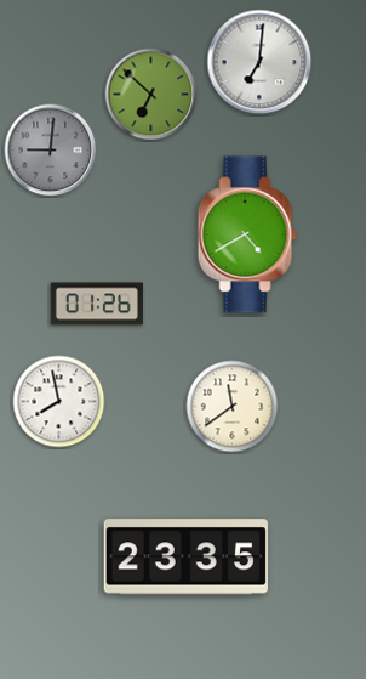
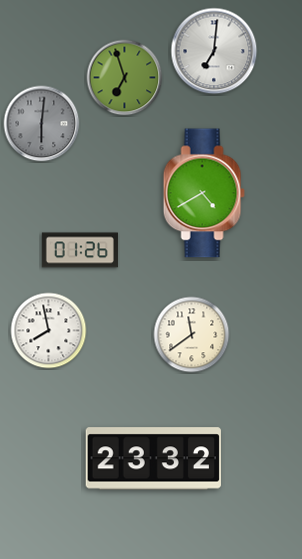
clock at (151, 95): 6:52 -> 6:57
clock at (51, 151): 9:01 -> 6:01
clock at (185, 558): 23:35 -> 23:32
